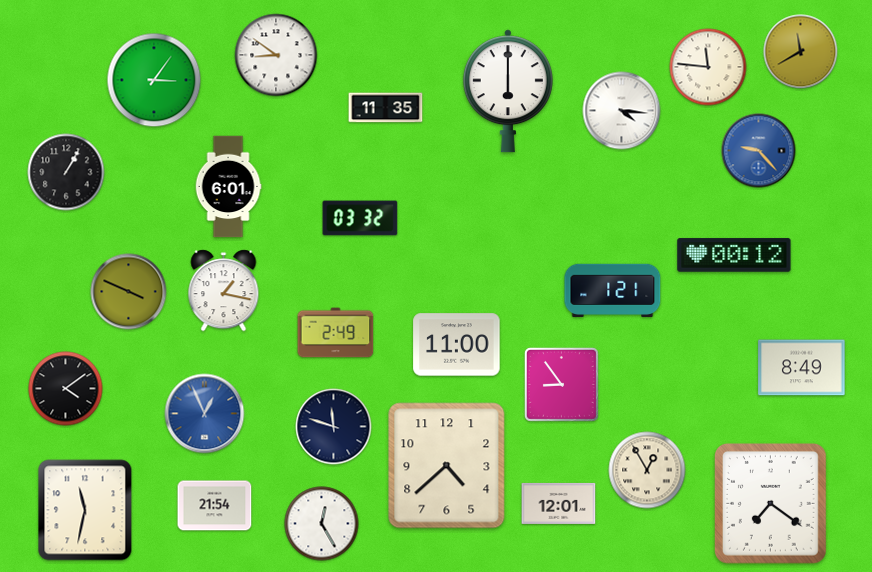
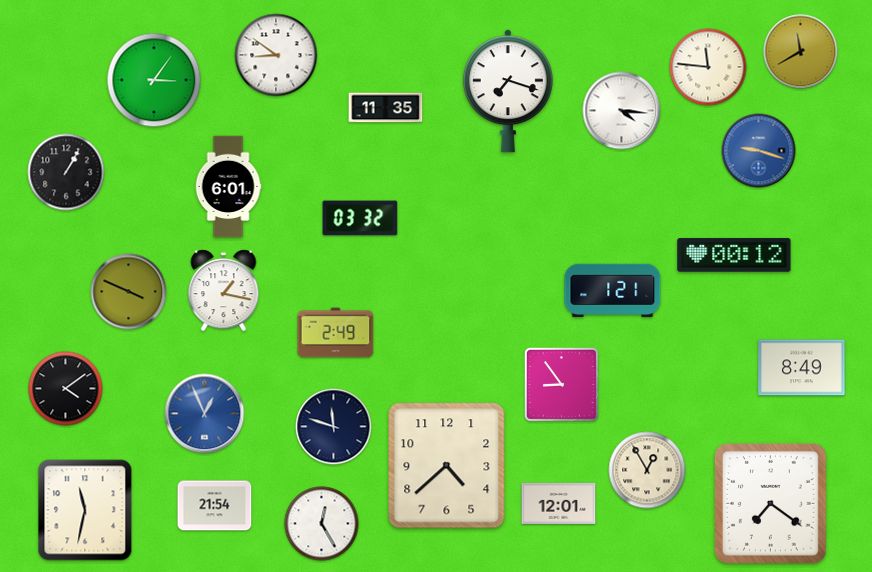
clock at (508, 91): 6:00 -> 7:18
clock at (759, 151): 9:23 -> 9:18
clock at (457, 345): 11:00 -> none
